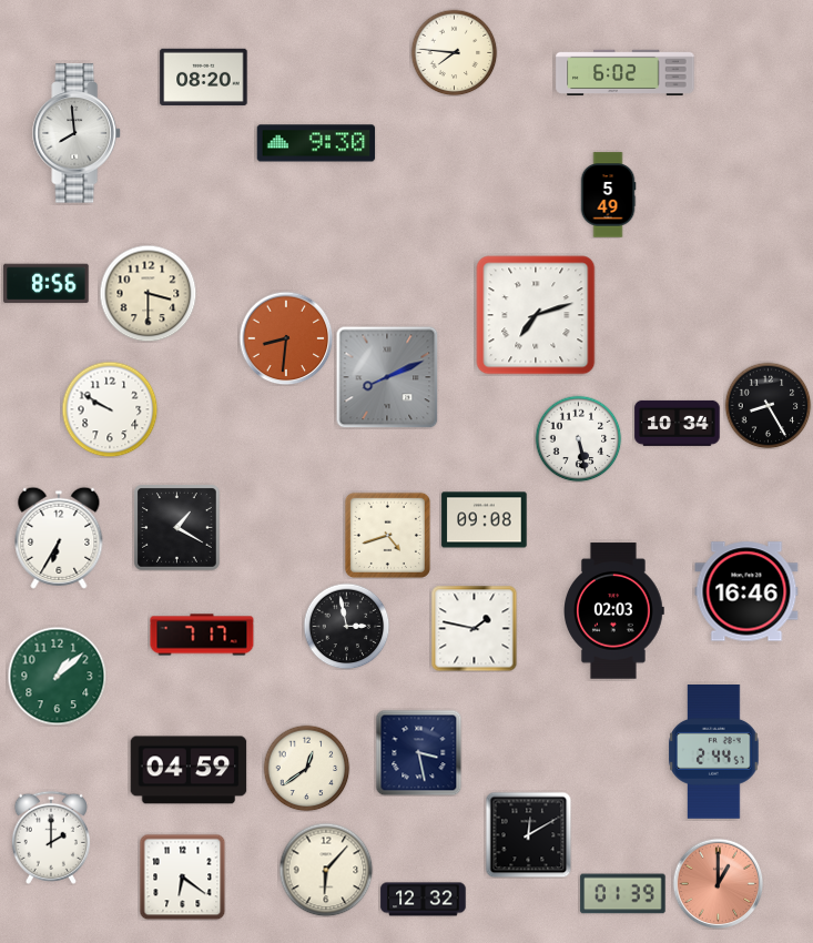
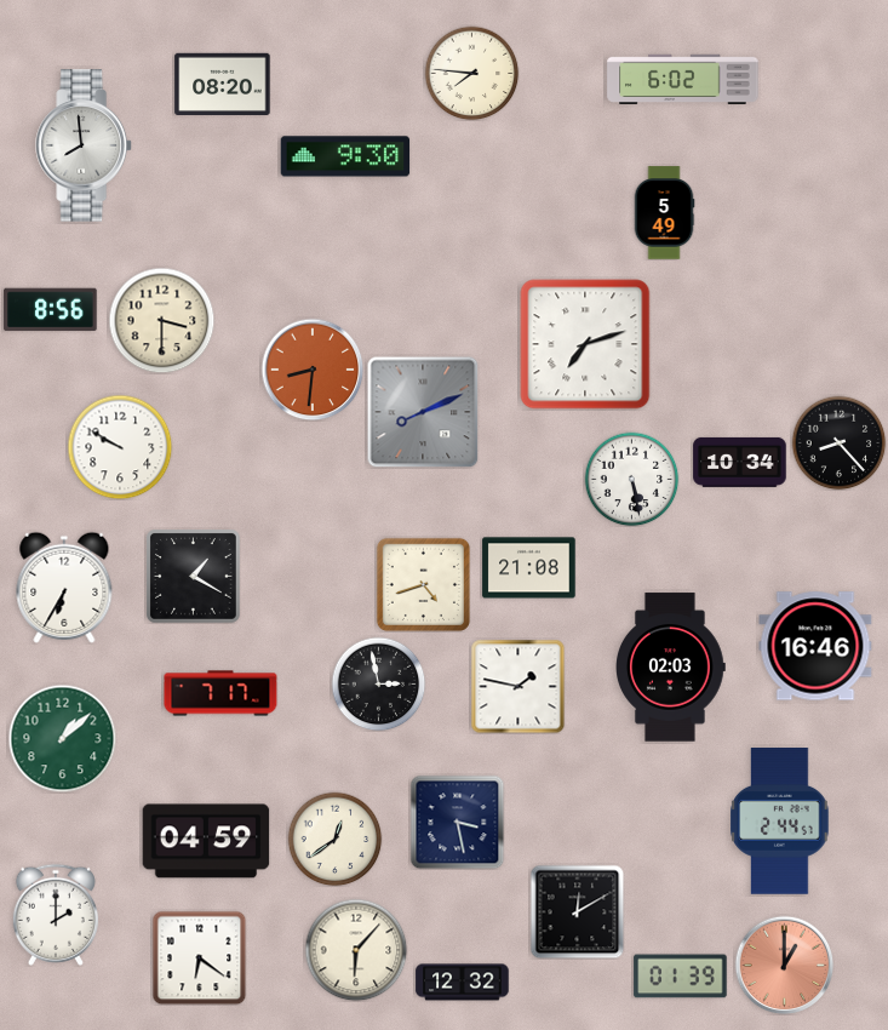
clock at (454, 52) position: (454, 52) -> (471, 73)
clock at (768, 405): 8:25 -> 8:23
clock at (485, 520): 09:08 -> 21:08
